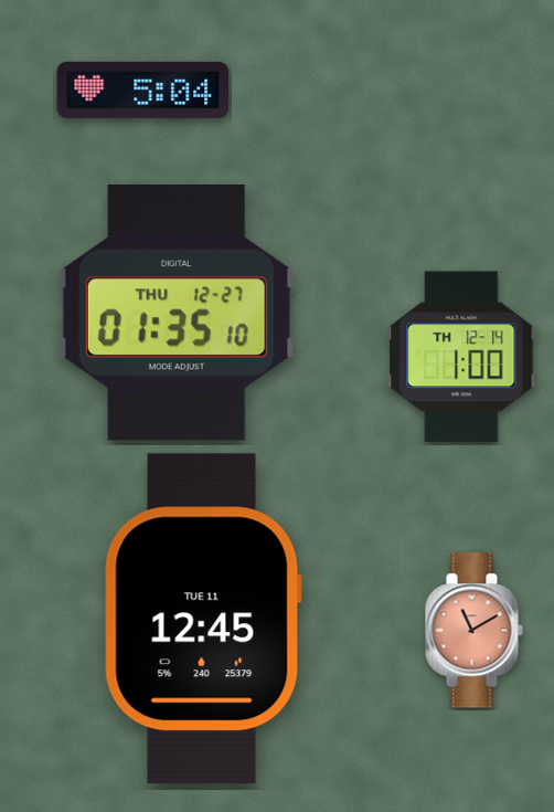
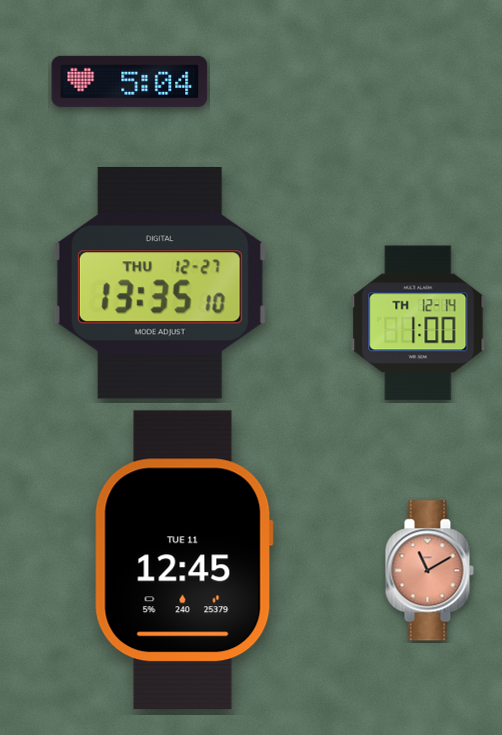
clock at (177, 313): 01:35 -> 13:35
